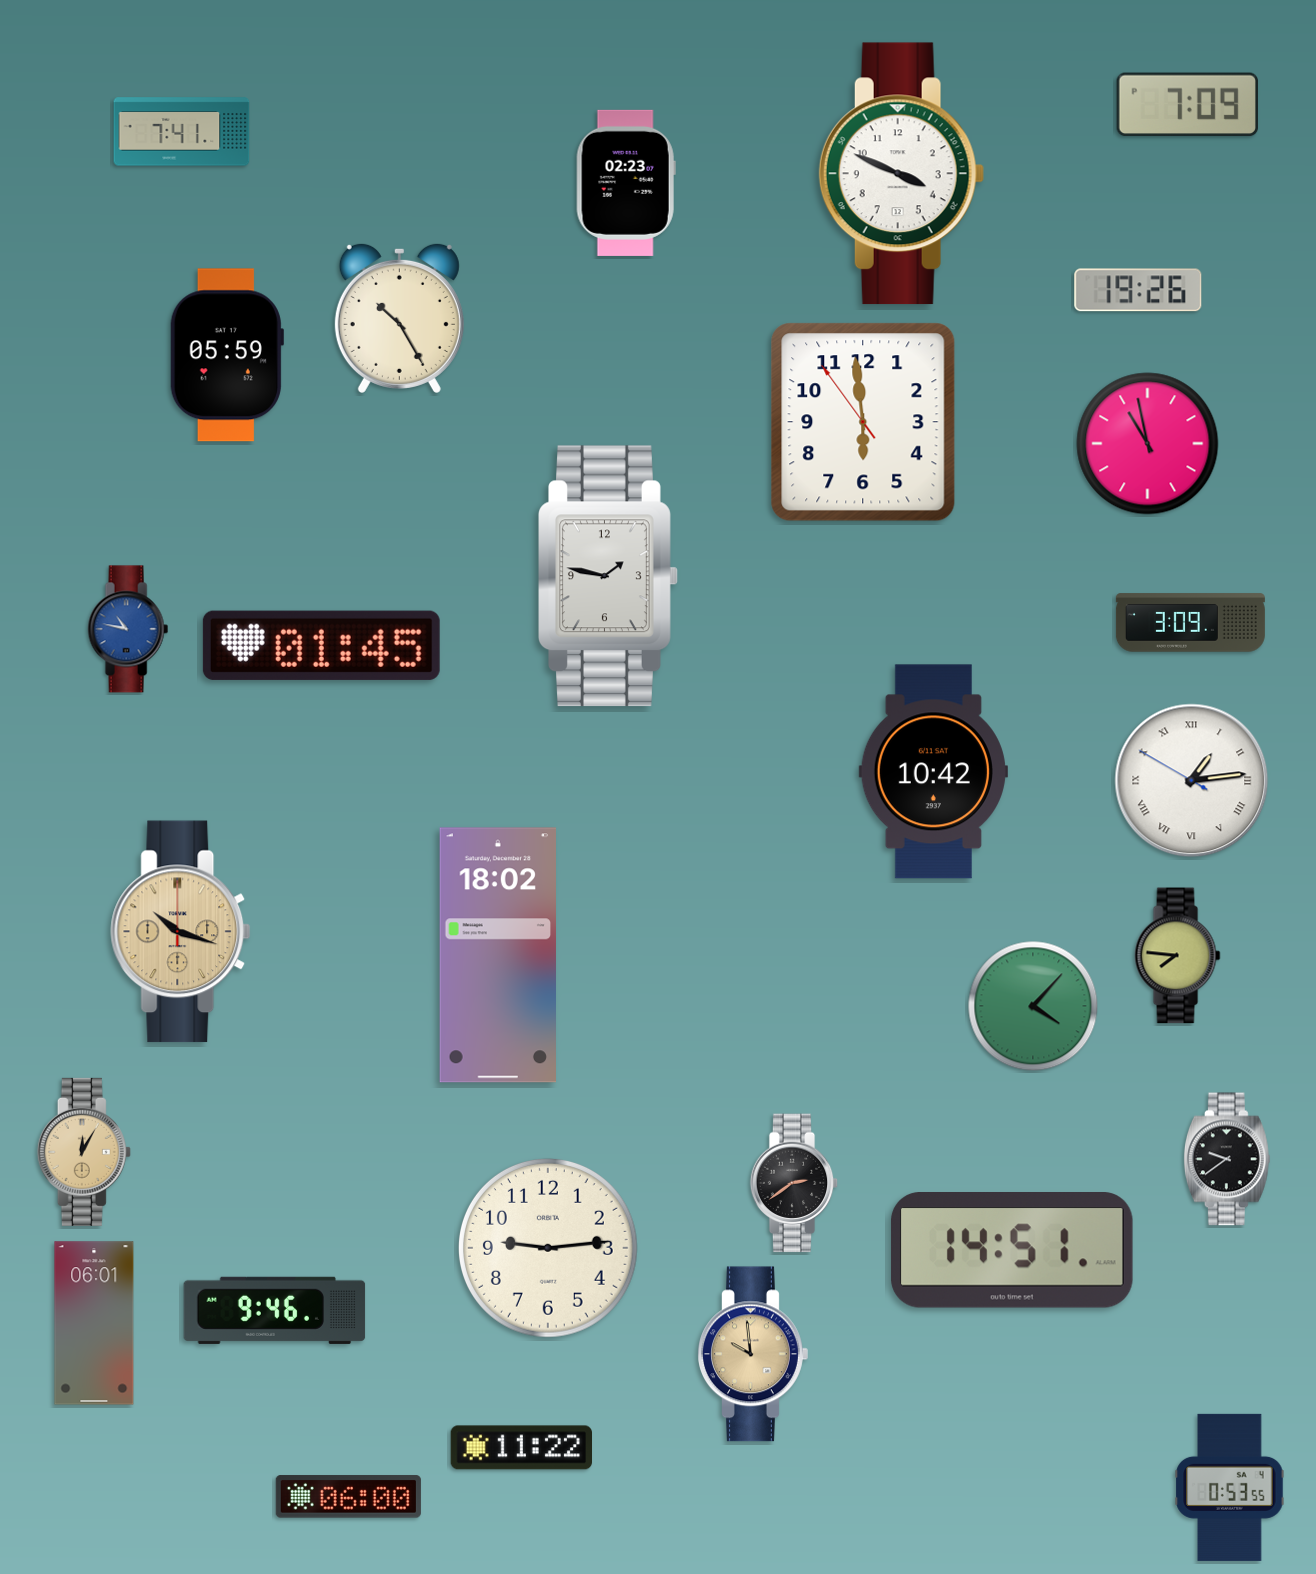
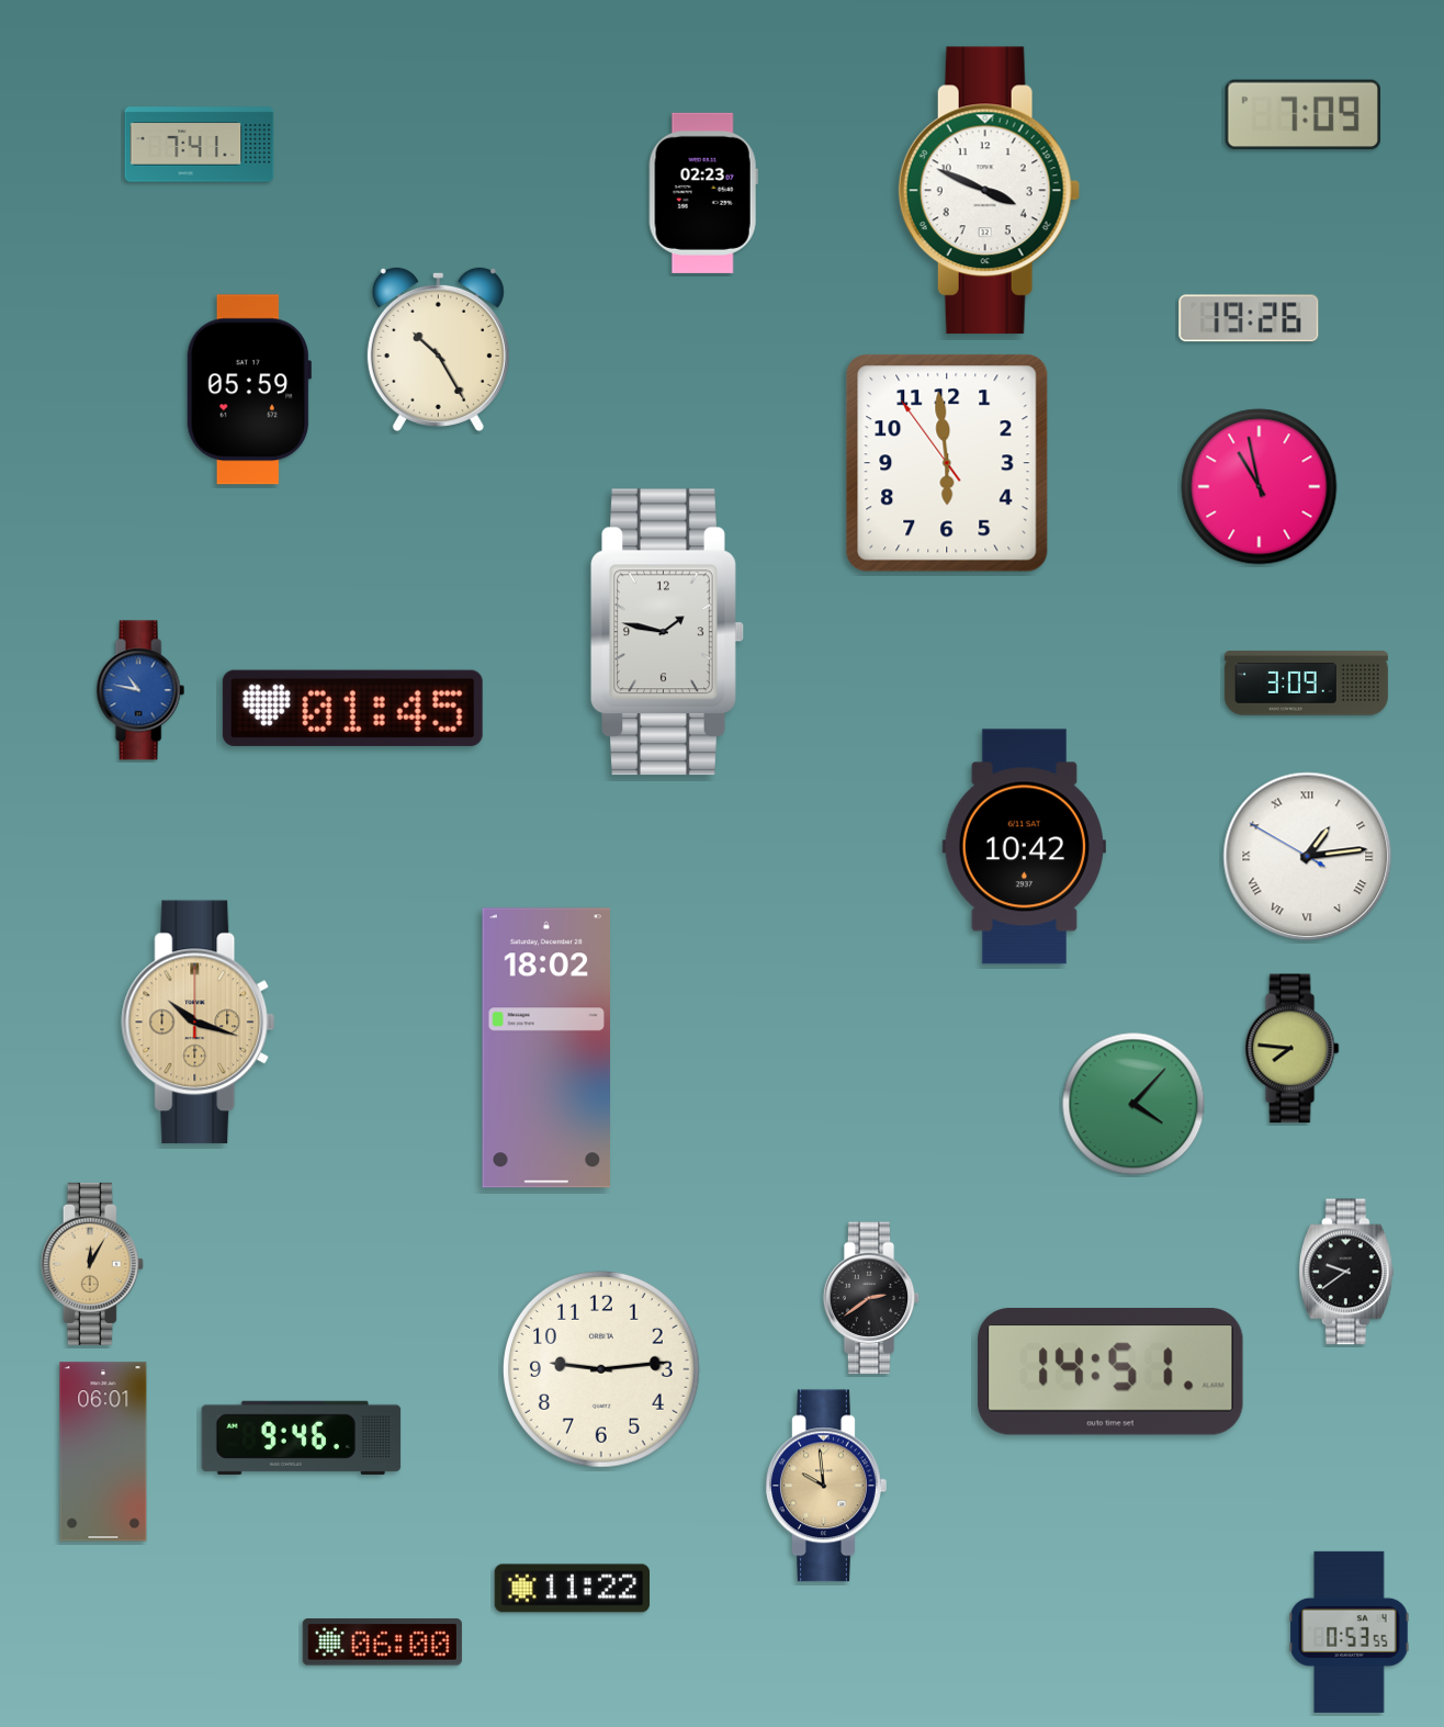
clock at (626, 183) position: (626, 183) -> (703, 193)
